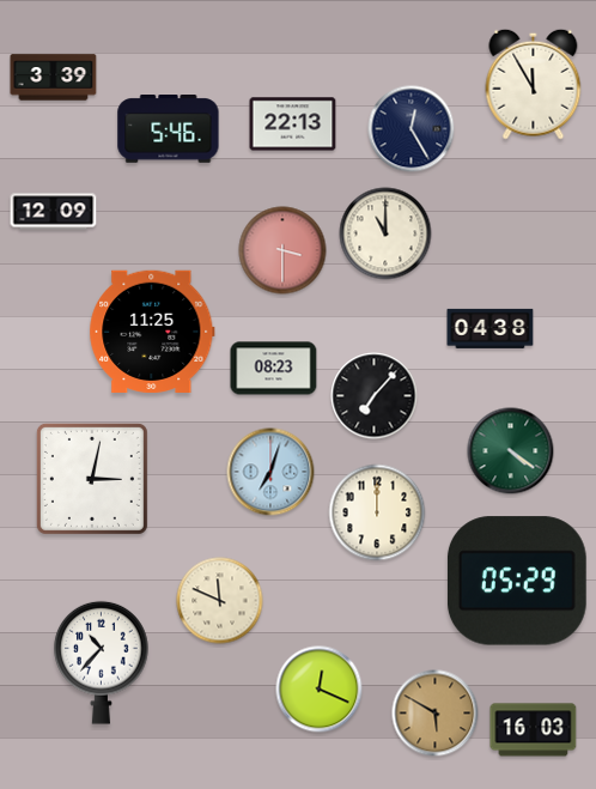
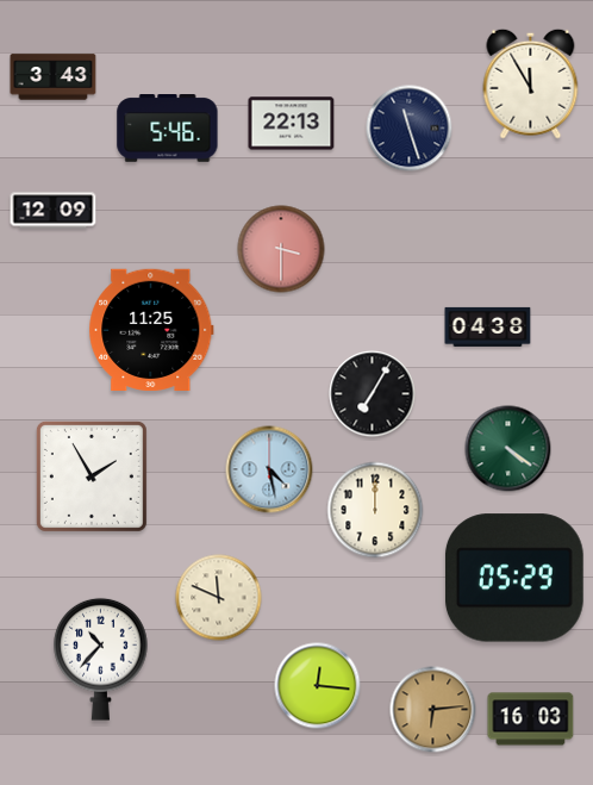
clock at (54, 78): 3:39 -> 3:43
clock at (412, 129): 12:25 -> 11:27
clock at (385, 233): 11:00 -> none
clock at (274, 369): 08:23 -> none
clock at (375, 396): 7:07 -> 7:05
clock at (270, 472): 7:03 -> 4:28
clock at (92, 479): 3:02 -> 1:55
clock at (320, 690): 12:19 -> 12:16
clock at (436, 714): 5:50 -> 6:14
clock at (534, 730) position: (534, 730) -> (531, 719)
